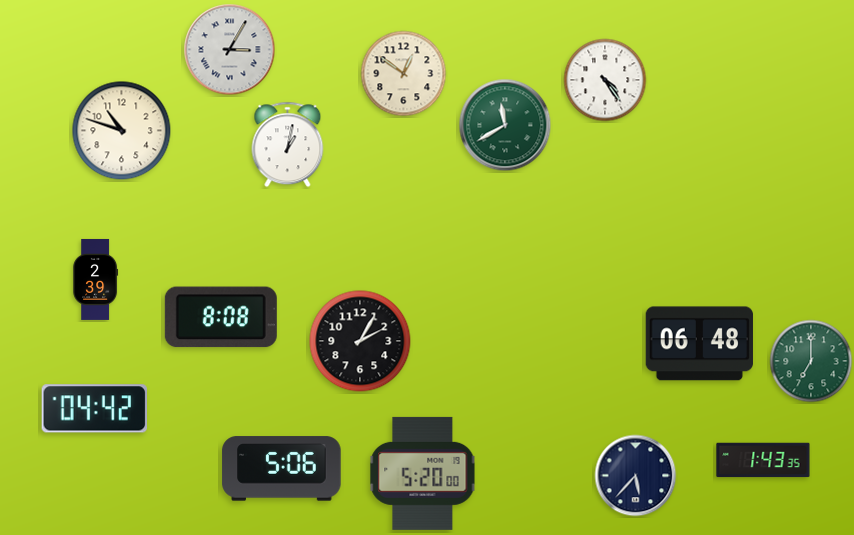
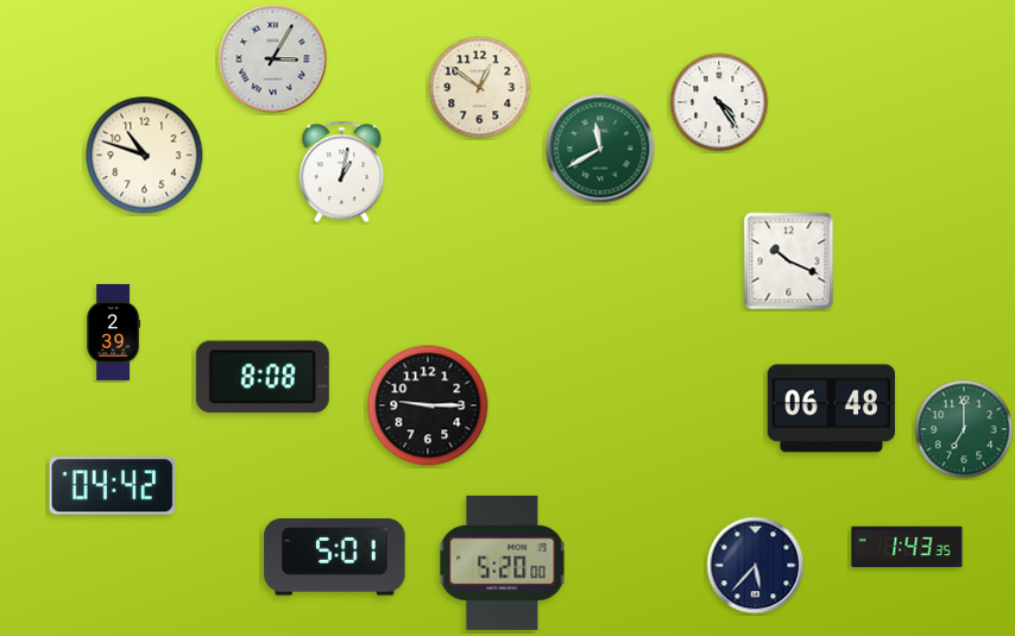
clock at (605, 80) position: (605, 80) -> (719, 102)
clock at (789, 262): none -> 10:19
clock at (360, 341): 2:05 -> 9:15
clock at (282, 469): 5:06 -> 5:01
